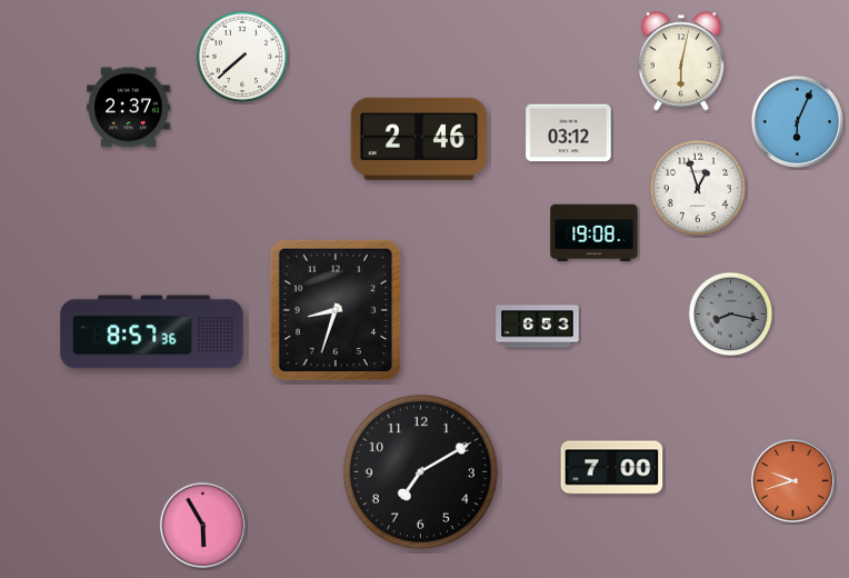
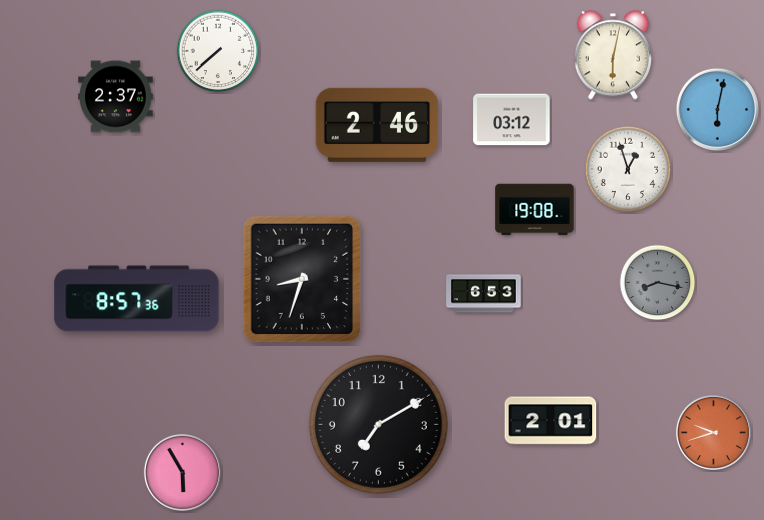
clock at (797, 121): 6:04 -> 6:02
clock at (612, 468): 7:00 -> 2:01
